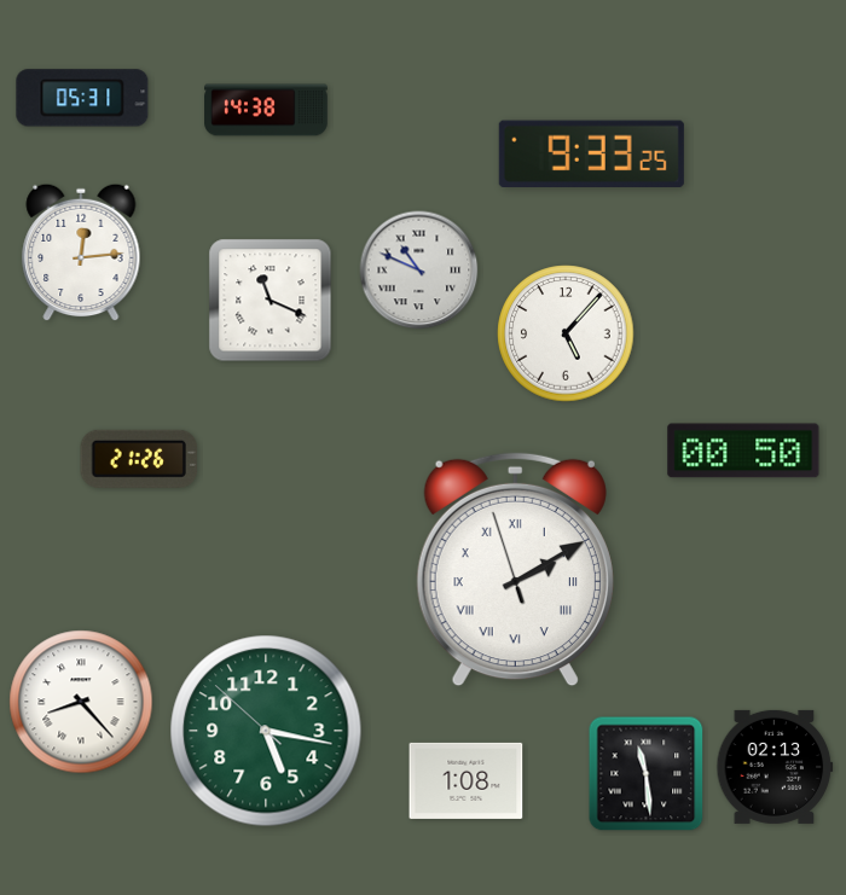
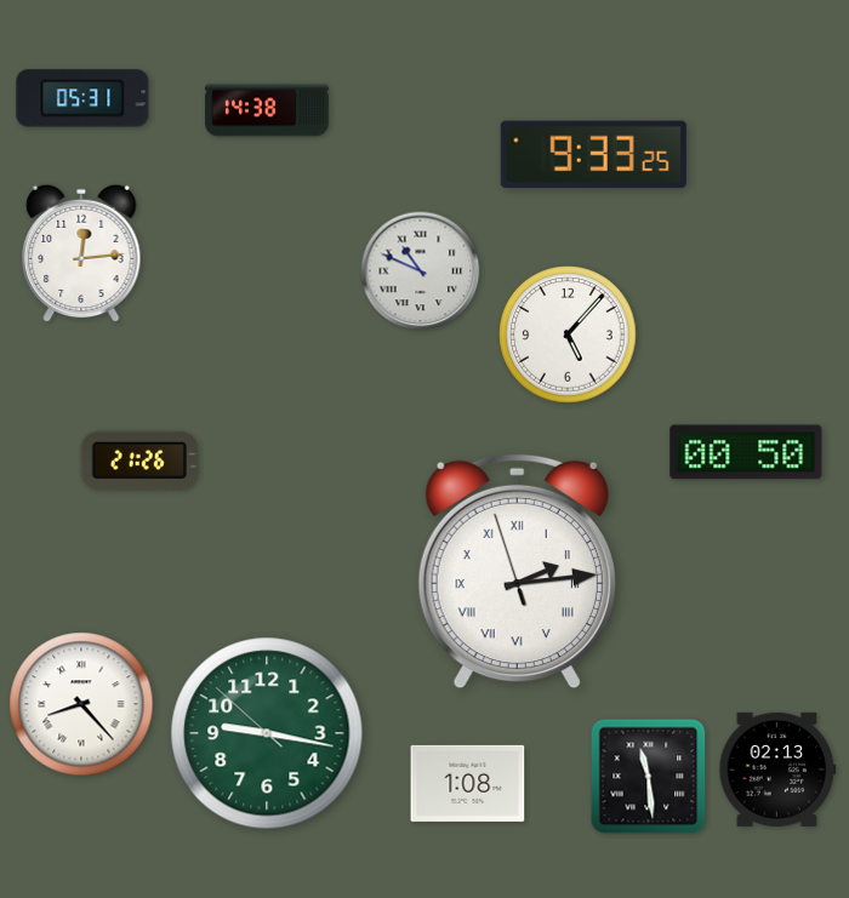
clock at (271, 301): 11:19 -> none
clock at (515, 570): 2:09 -> 2:13
clock at (266, 731): 5:16 -> 9:16
